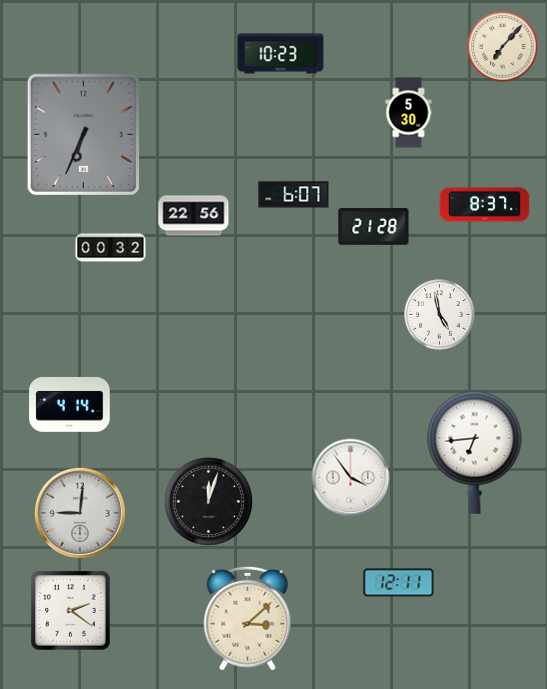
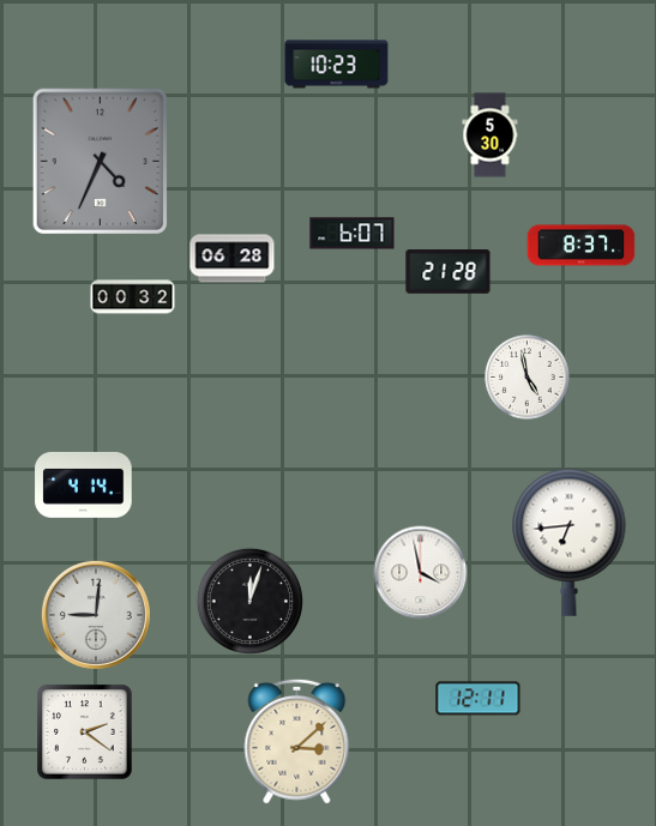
clock at (503, 47): 7:07 -> none
clock at (83, 134): 6:34 -> 4:34
clock at (194, 216): 22:56 -> 06:28
clock at (351, 478): 3:54 -> 3:58
